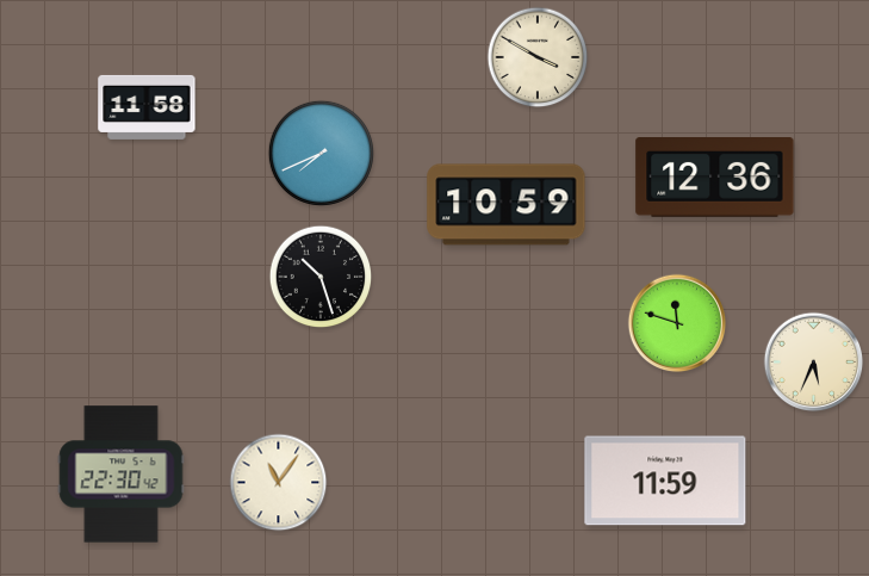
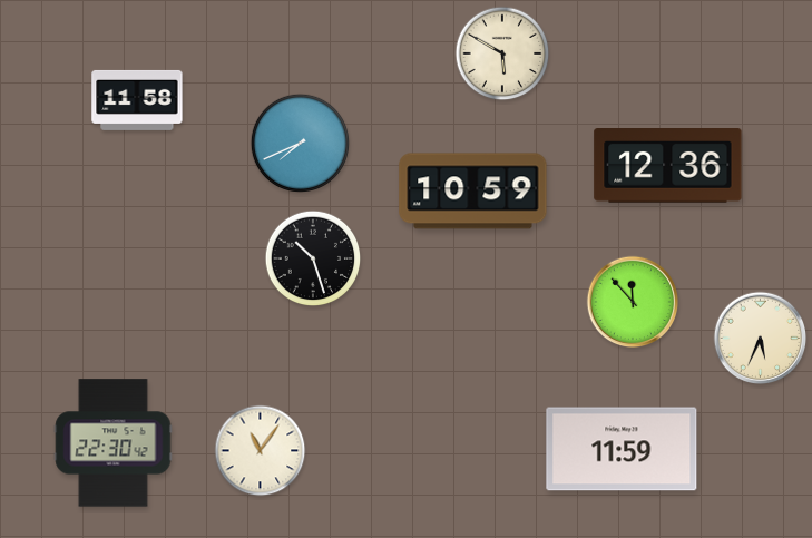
clock at (538, 57): 3:50 -> 5:50
clock at (321, 277) position: (321, 277) -> (313, 258)
clock at (677, 323): 11:48 -> 11:53
